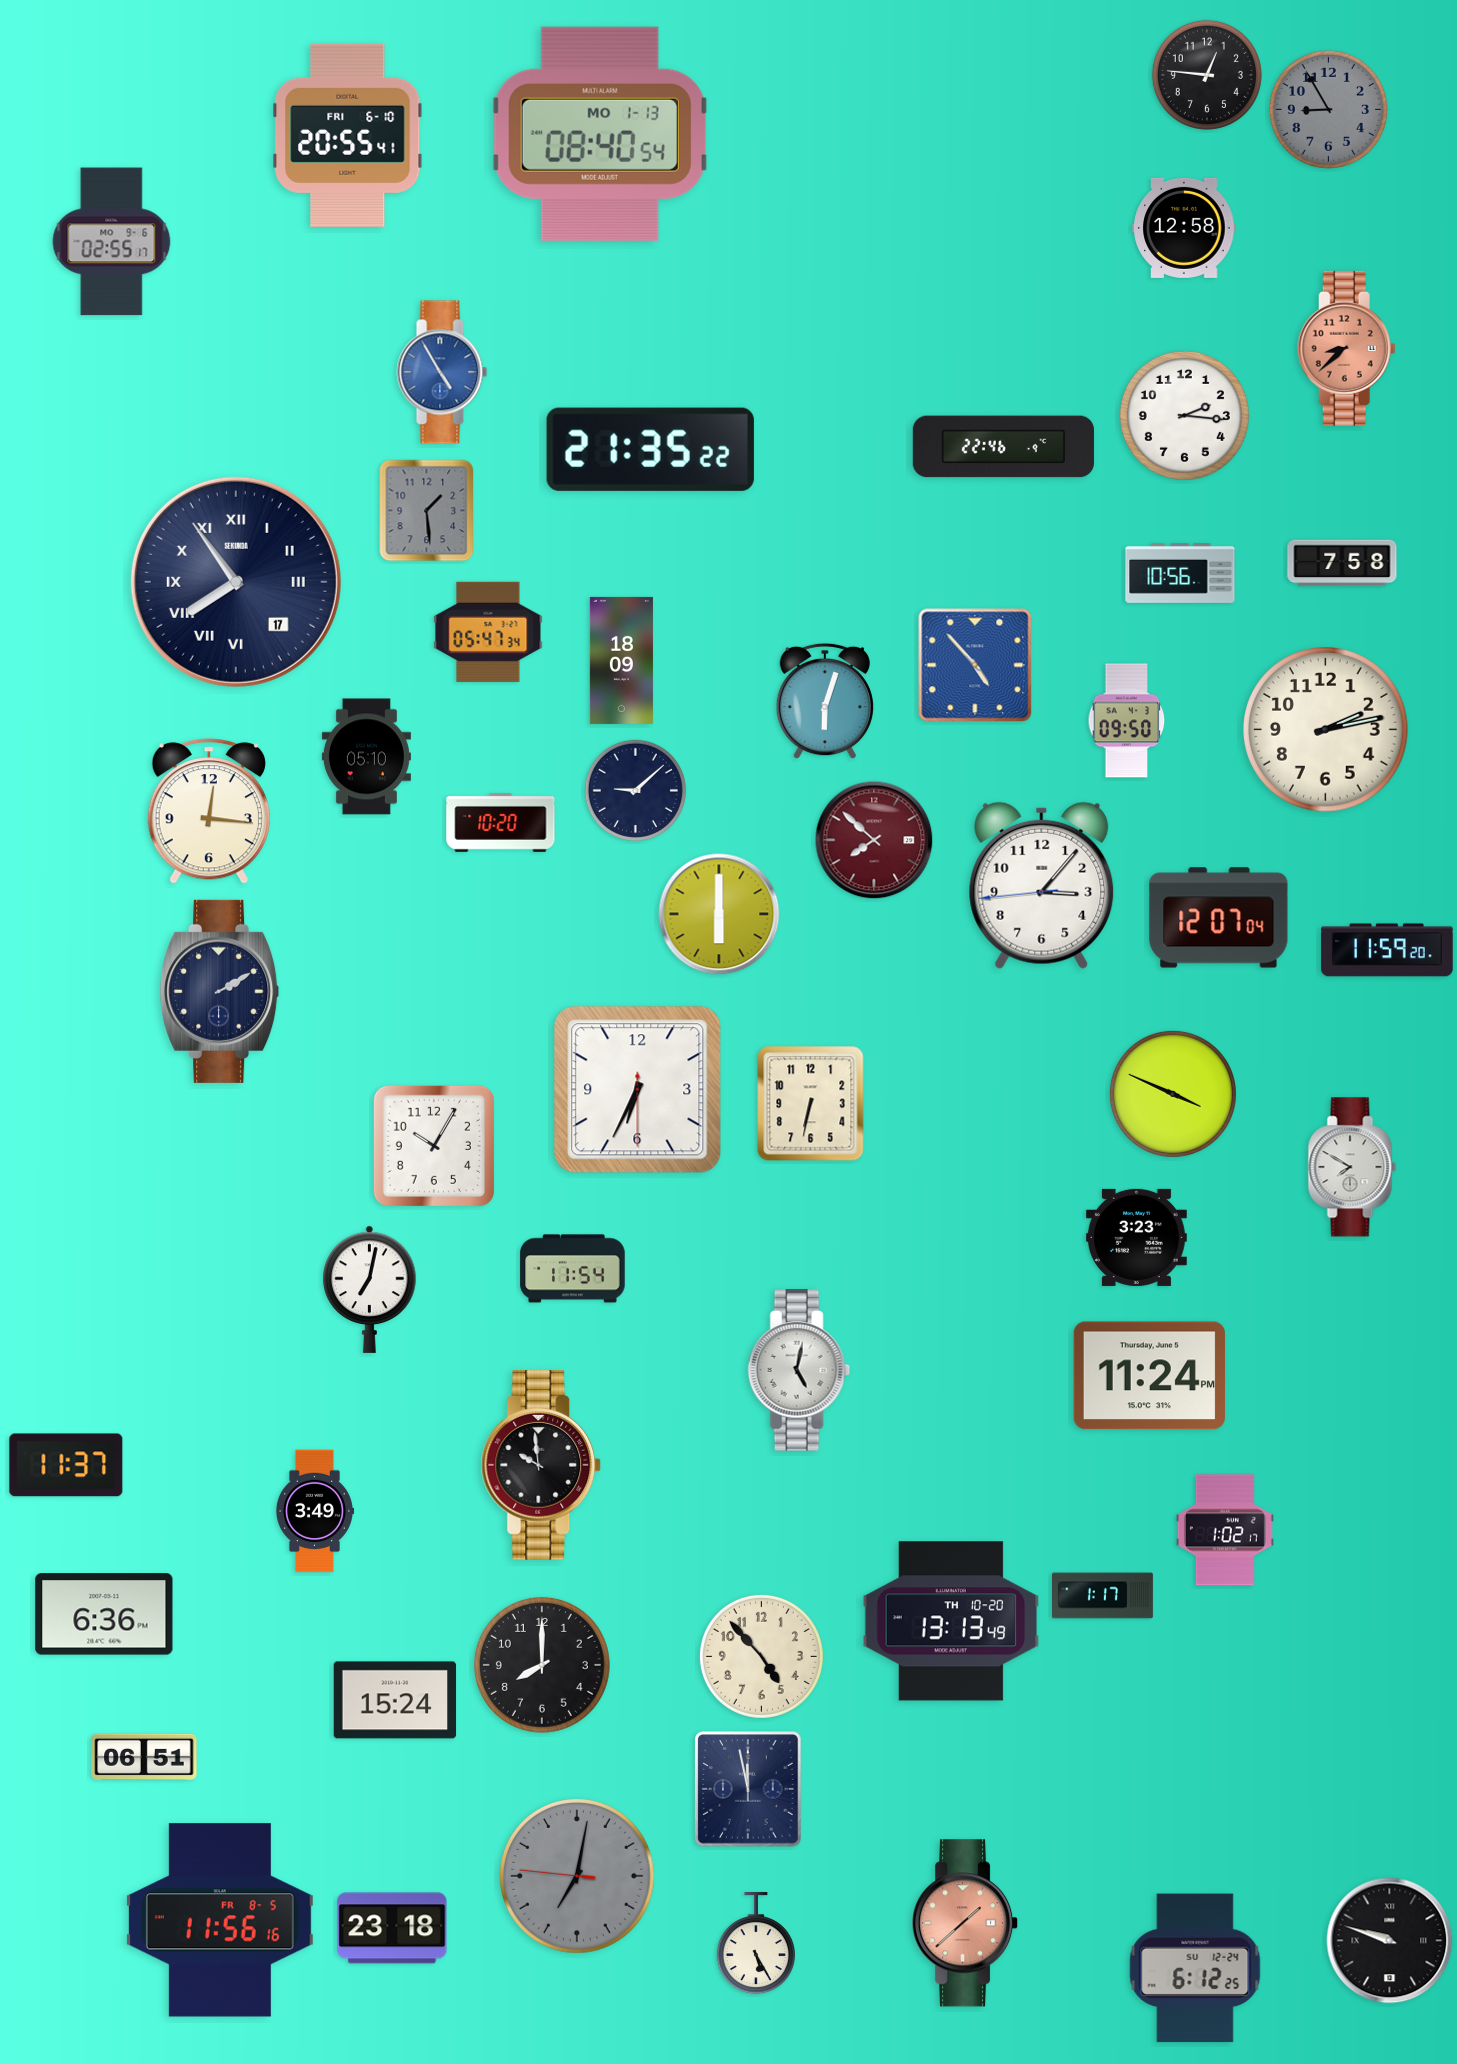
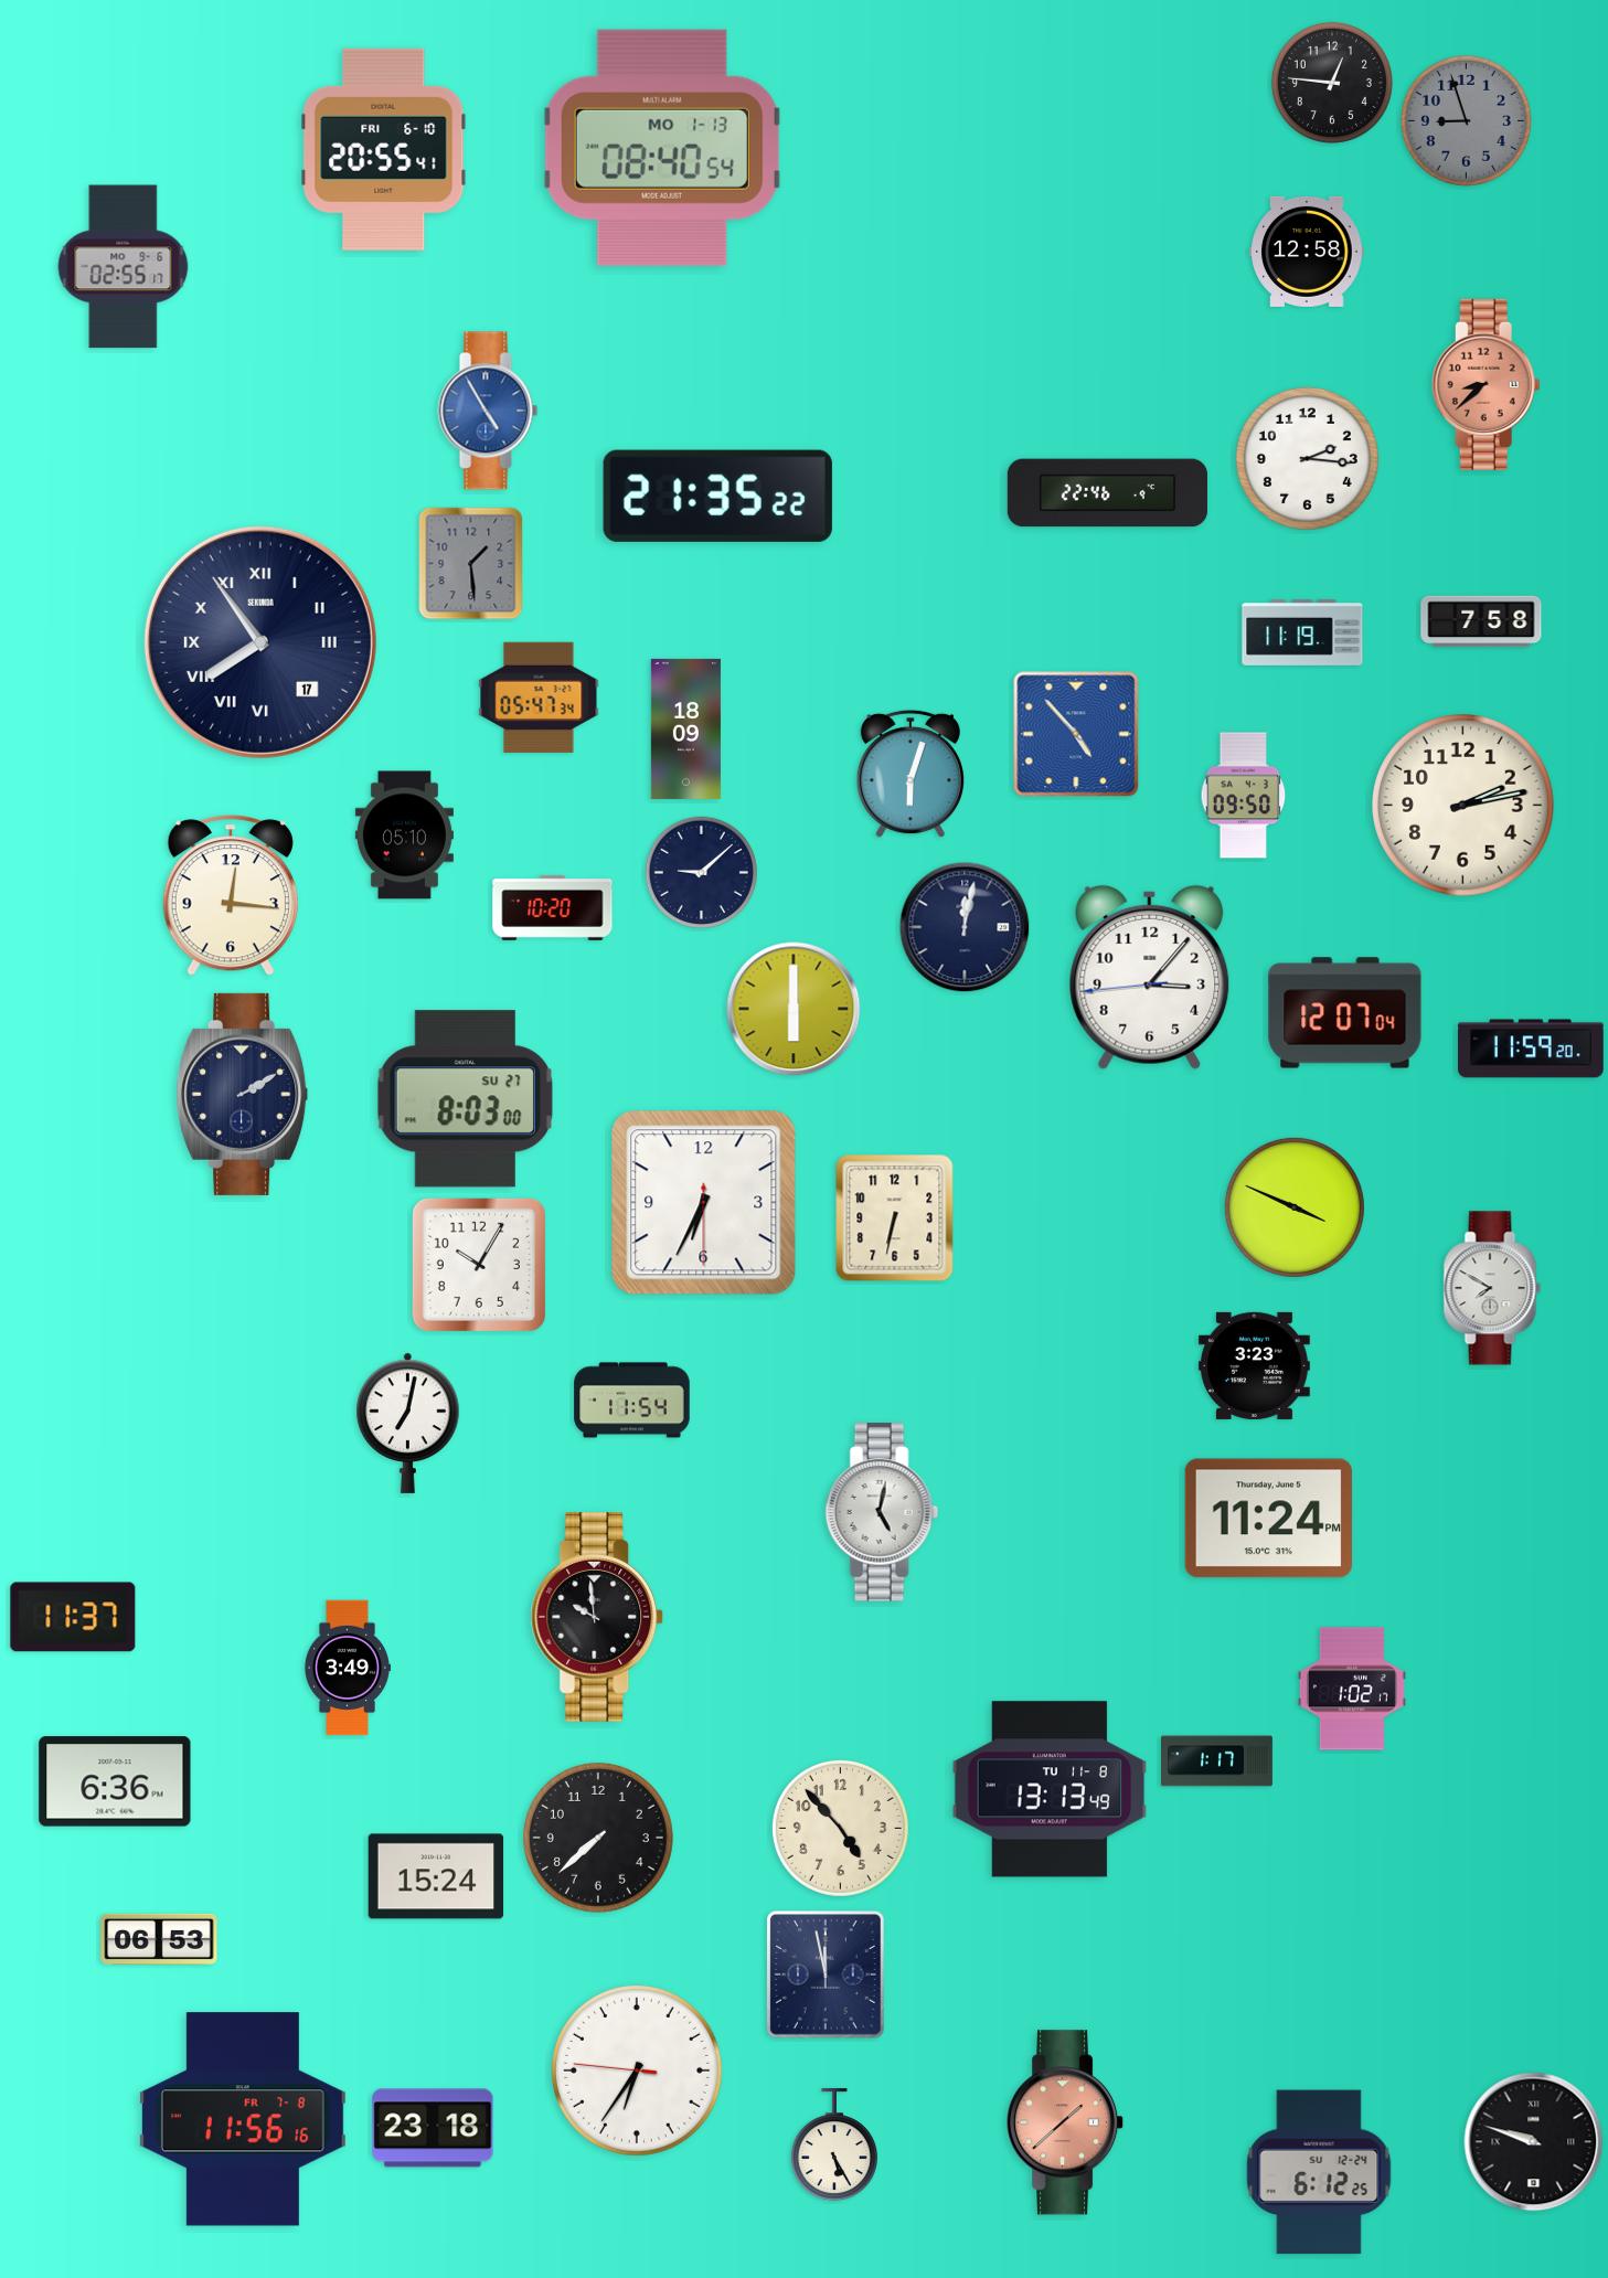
clock at (1328, 109): 8:55 -> 8:57
clock at (1180, 574): 10:56 -> 11:19
clock at (874, 840): 7:52 -> 12:02
clock at (874, 840) dial: burgundy -> navy
clock at (465, 1099): none -> 8:03
clock at (951, 1621) date: TH 10-20 -> TU 11-8
clock at (542, 1665): 8:00 -> 7:38
clock at (144, 1757): 06:51 -> 06:53
clock at (578, 1877): 7:01 -> 6:35
clock at (578, 1877) dial: grey -> white
clock at (220, 1920) date: FR 8-5 -> FR 7-8
